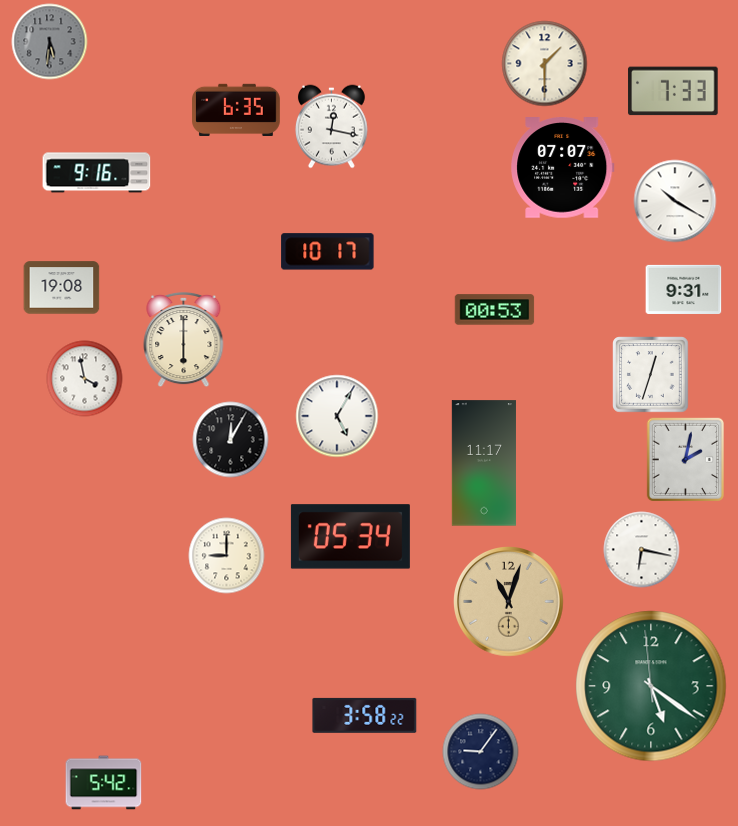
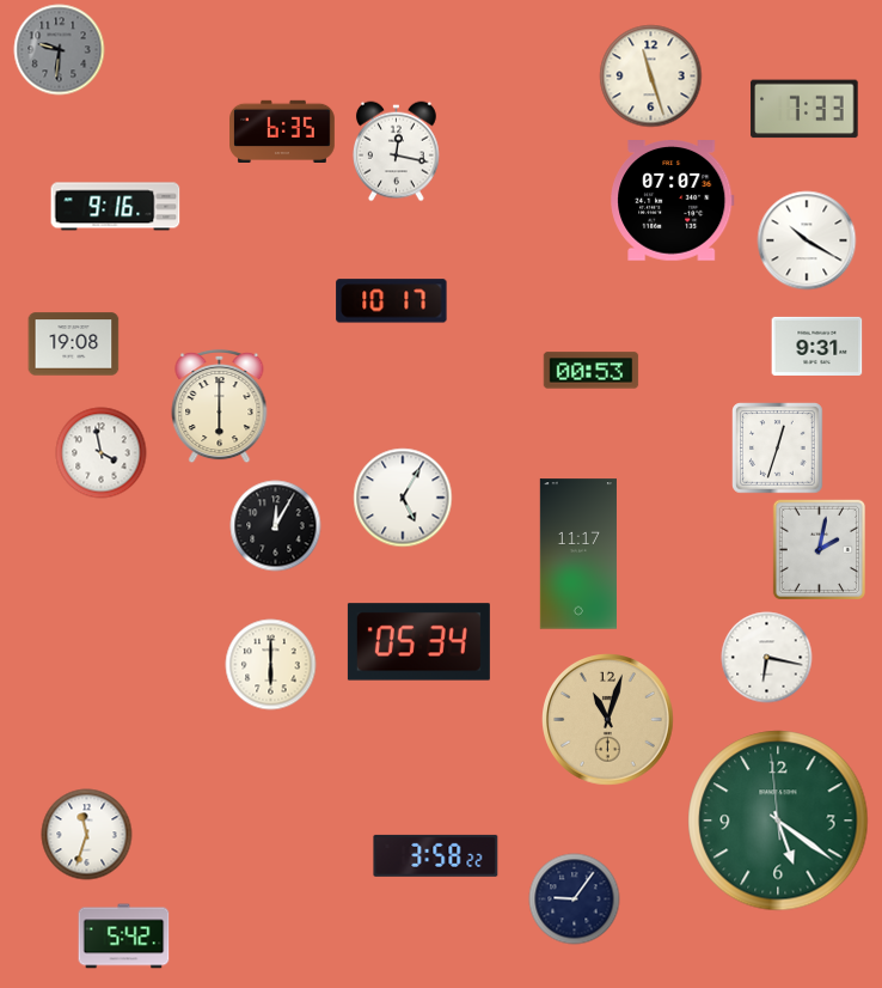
clock at (50, 42): 5:31 -> 9:31
clock at (545, 64): 1:30 -> 11:27
clock at (227, 556): 9:00 -> 6:00
clock at (87, 835): none -> 11:33
